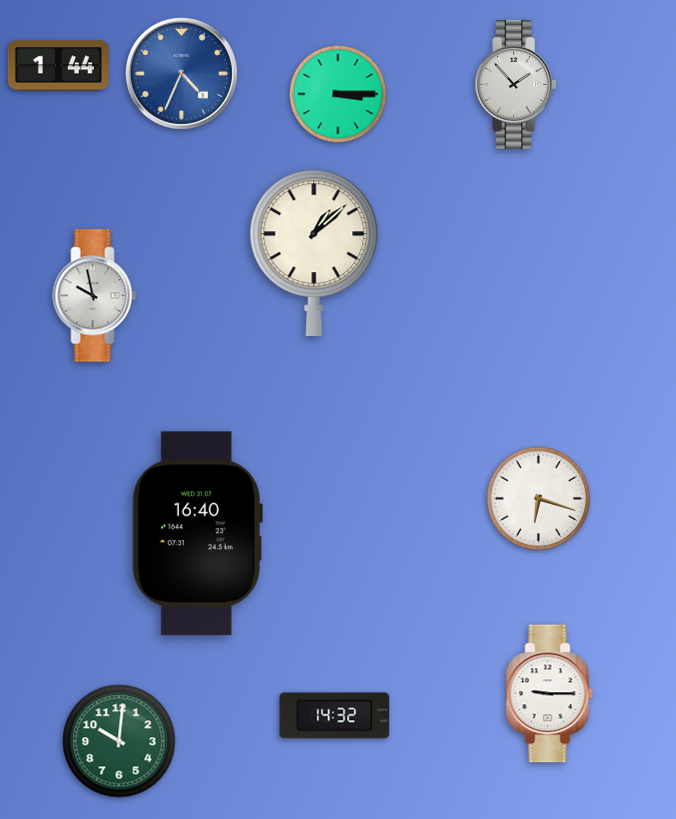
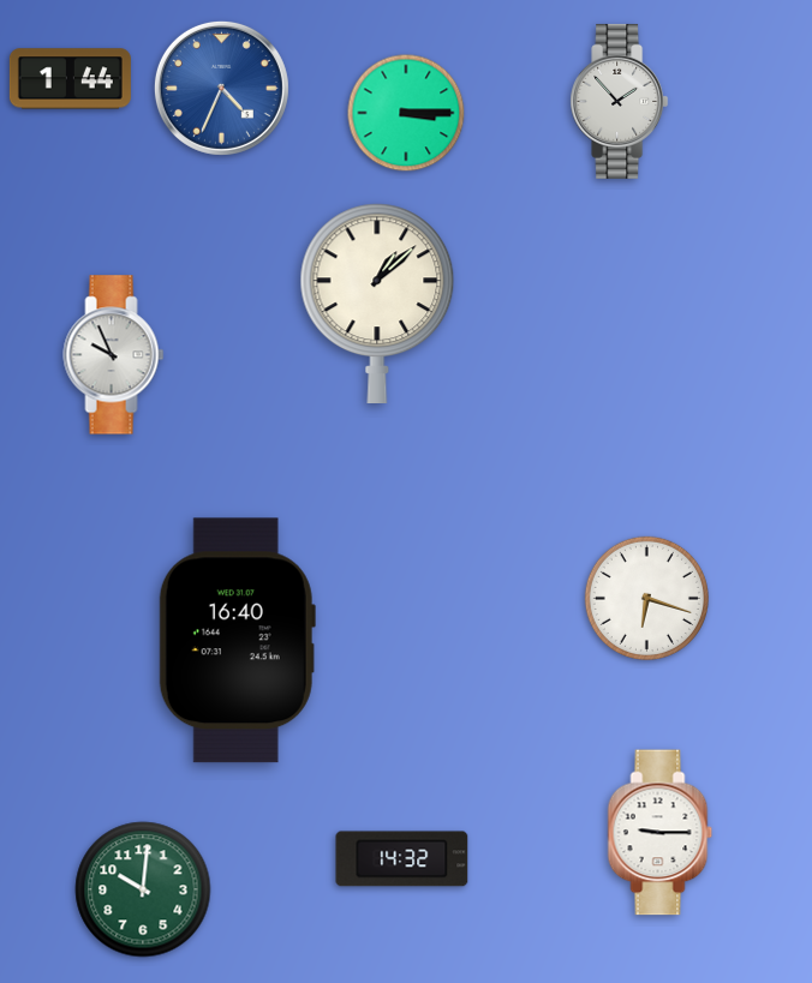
clock at (181, 73) position: (181, 73) -> (221, 88)
clock at (95, 296): 9:58 -> 9:56
